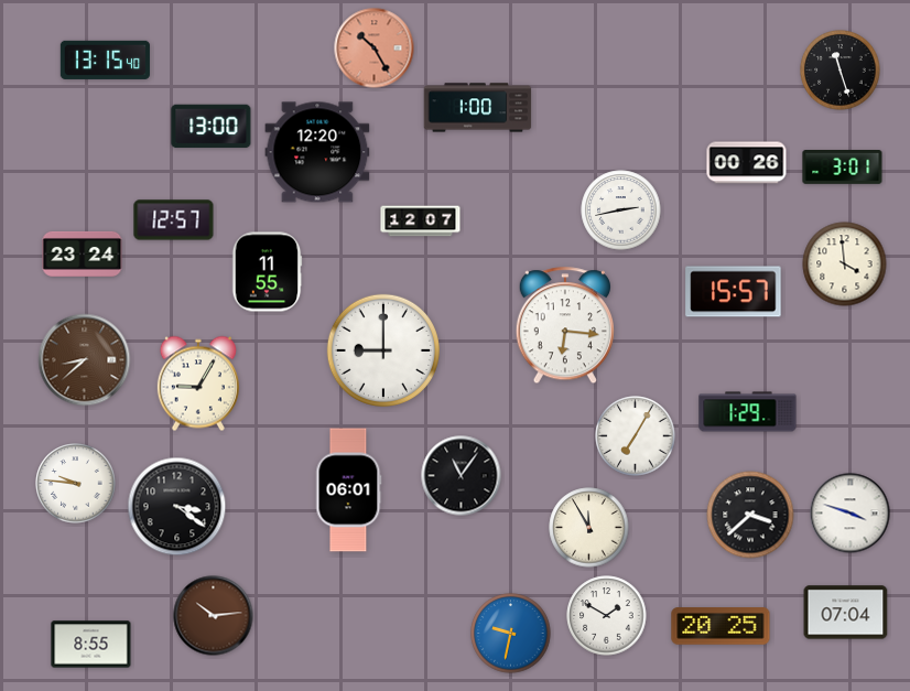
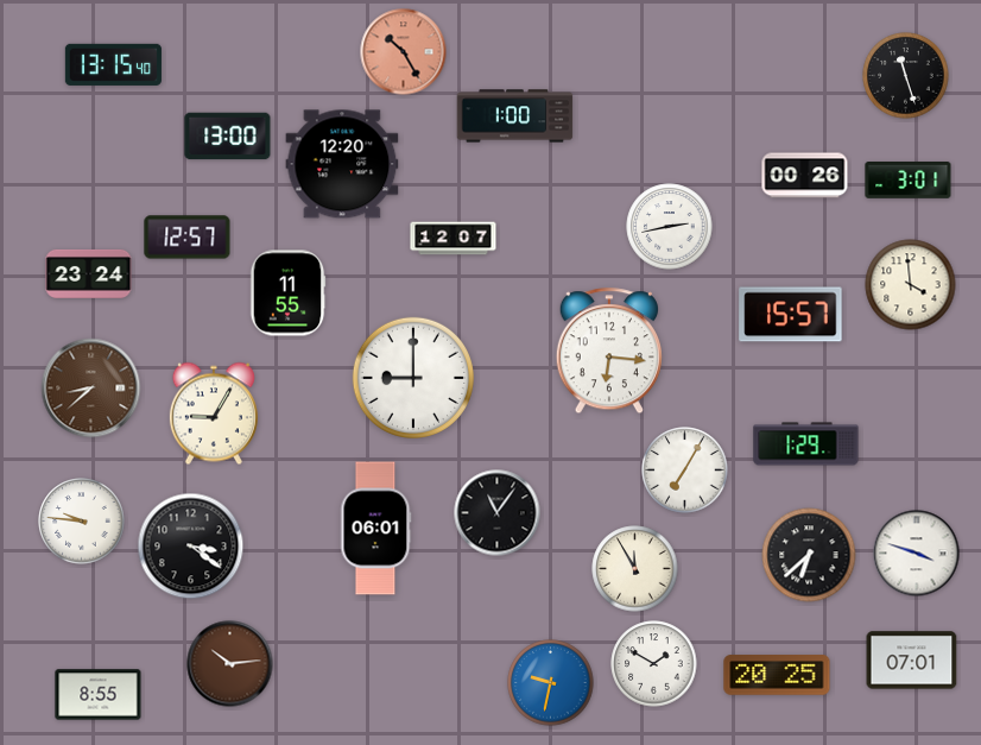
clock at (750, 515): 3:38 -> 6:38
clock at (846, 613): 07:04 -> 07:01
